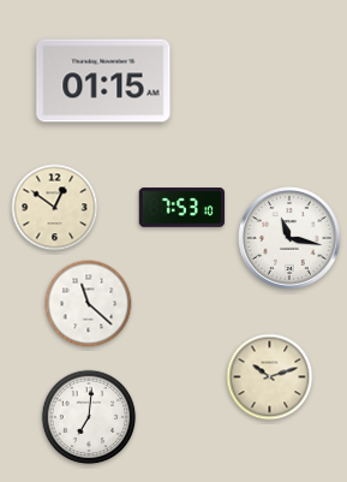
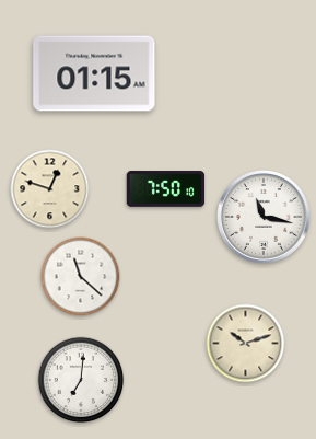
clock at (55, 208): 12:51 -> 12:48
clock at (183, 208): 7:53 -> 7:50
